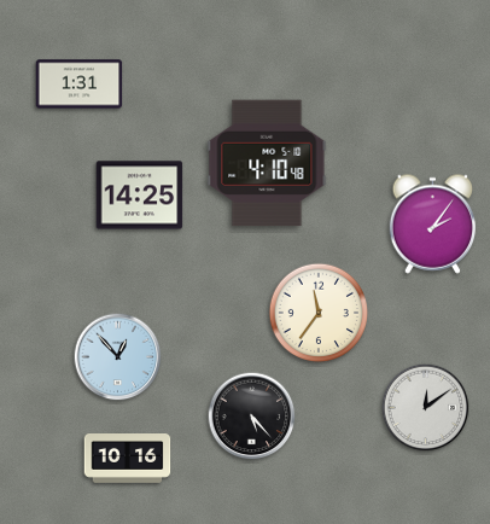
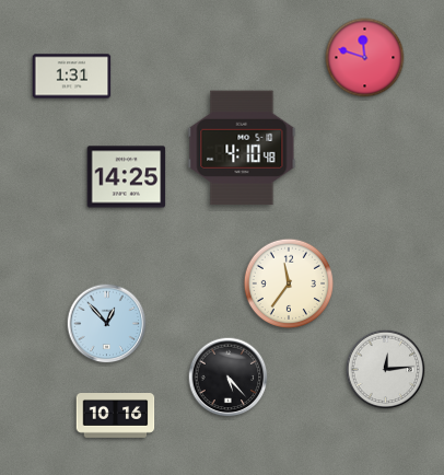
clock at (365, 58): none -> 11:48
clock at (433, 223): 2:06 -> none
clock at (426, 408): 12:09 -> 12:14
